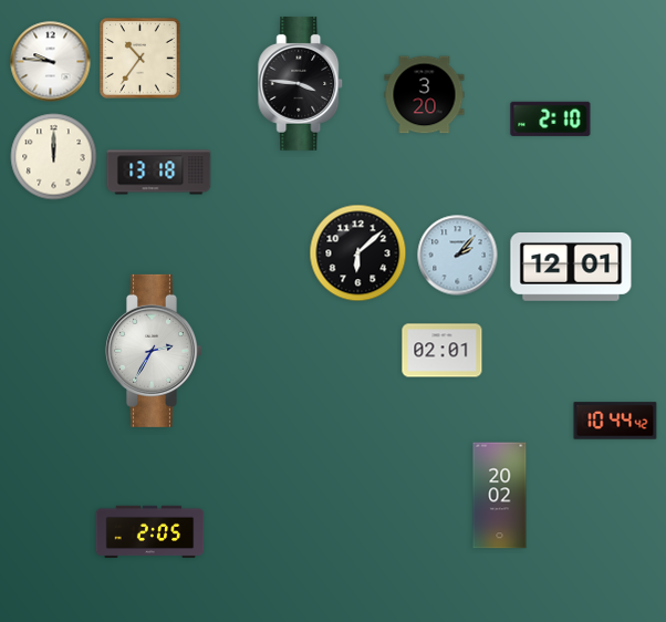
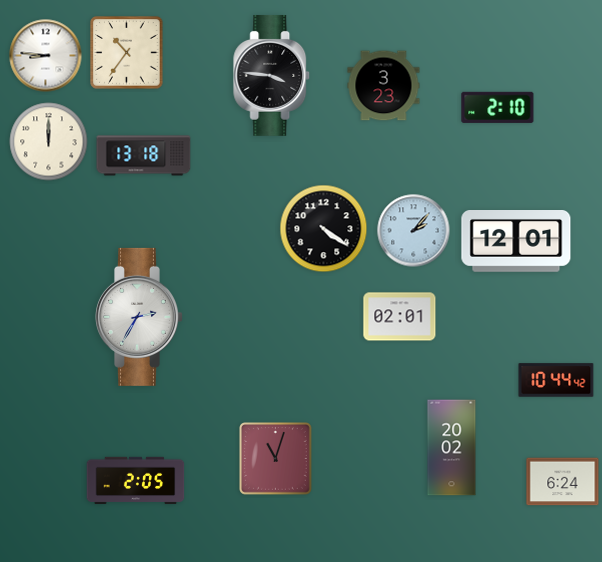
clock at (51, 62): 9:46 -> 8:46
clock at (425, 95): 3:20 -> 3:23
clock at (358, 253): 6:08 -> 4:21
clock at (276, 459): none -> 11:03
clock at (563, 482): none -> 6:24
